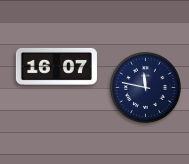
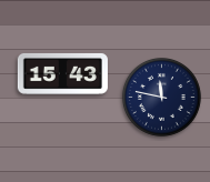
clock at (56, 66): 16:07 -> 15:43
